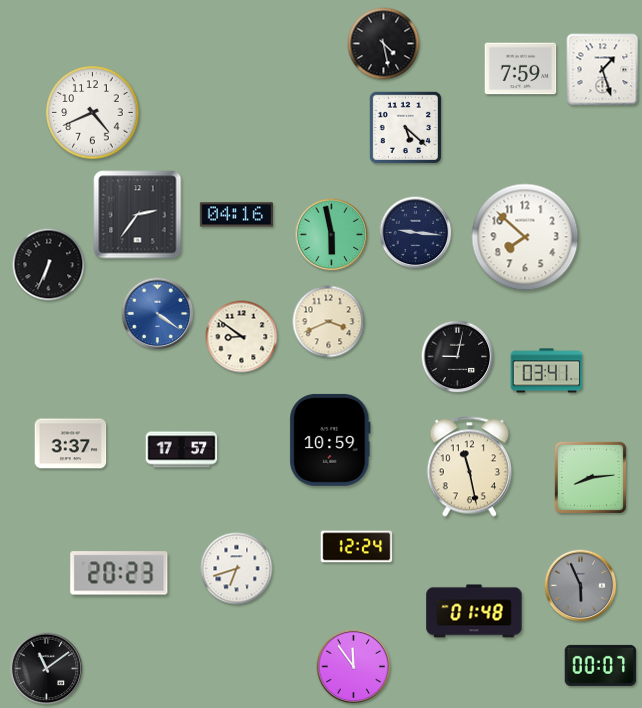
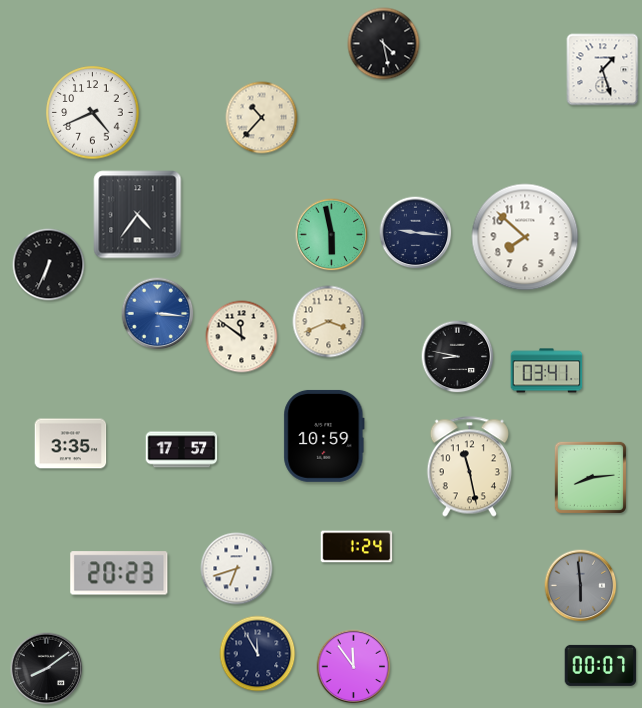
clock at (521, 69): 7:59 -> none
clock at (262, 118): none -> 10:37
clock at (405, 127): 5:22 -> none
clock at (138, 215): 2:36 -> 4:36
clock at (236, 215): 04:16 -> none
clock at (158, 314): 4:21 -> 3:16
clock at (242, 337): 8:51 -> 11:51
clock at (458, 357): 9:02 -> 8:47
clock at (330, 440) position: (330, 440) -> (324, 436)
clock at (71, 444): 3:37 -> 3:35
clock at (357, 547): 12:24 -> 1:24
clock at (581, 586): 5:56 -> 5:59
clock at (474, 611): 01:48 -> none
clock at (258, 654): none -> 11:55
clock at (47, 669): 11:09 -> 8:09
